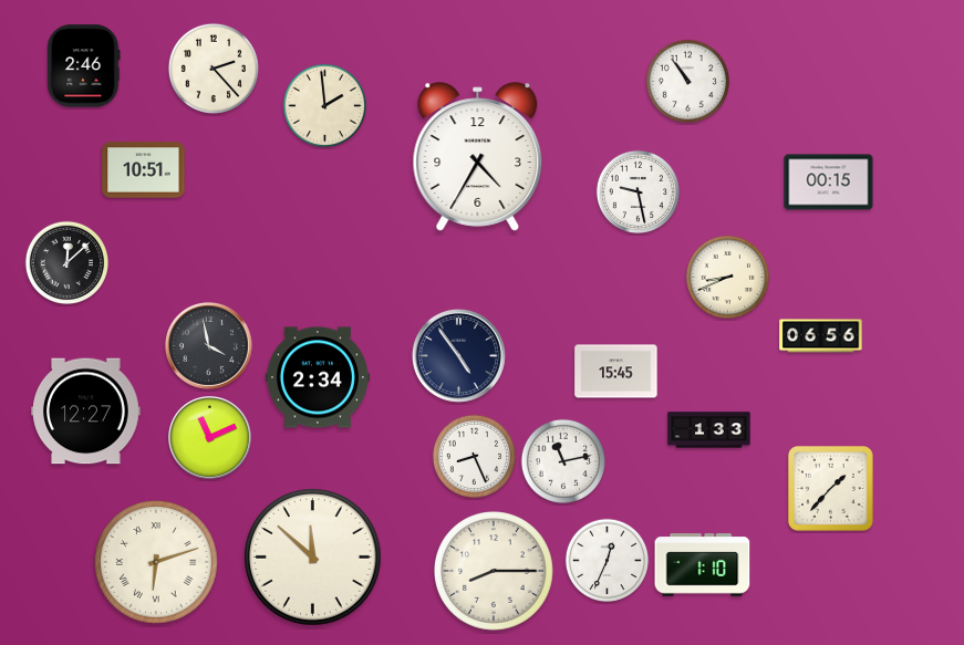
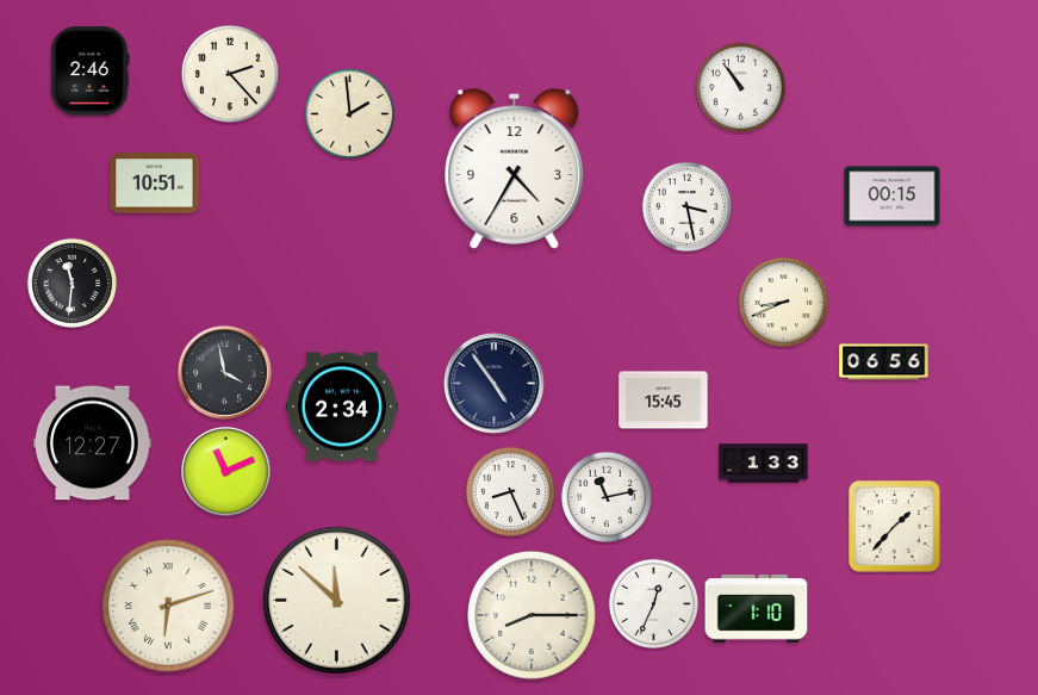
clock at (638, 191): 9:28 -> 3:28
clock at (66, 262): 12:08 -> 11:31
clock at (727, 277) position: (727, 277) -> (783, 302)
